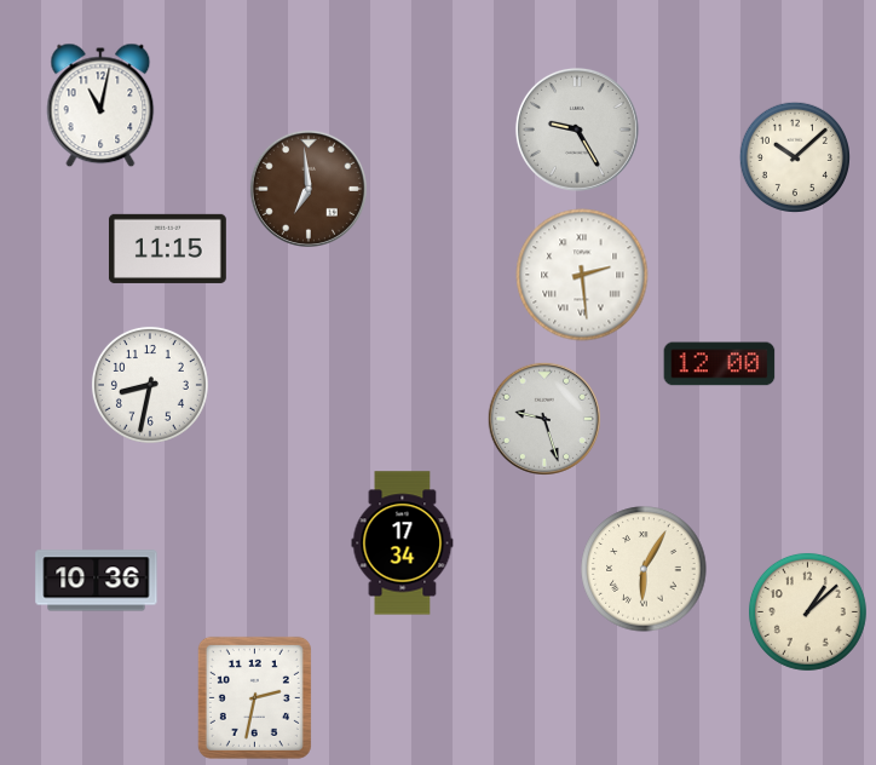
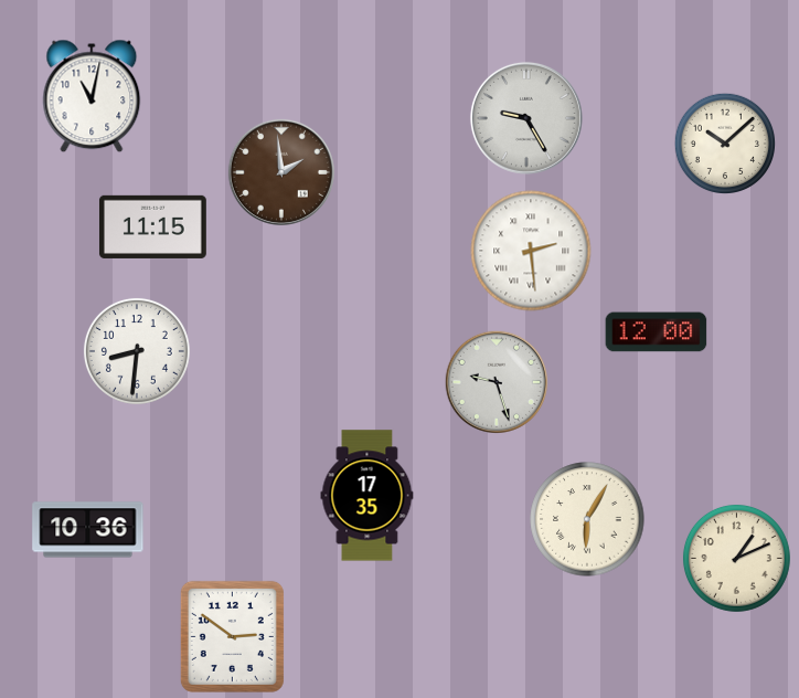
clock at (309, 189): 6:59 -> 1:59
clock at (150, 385): 8:32 -> 8:31
clock at (403, 543): 17:34 -> 17:35
clock at (807, 611): 1:08 -> 1:11
clock at (254, 697): 2:32 -> 2:51
